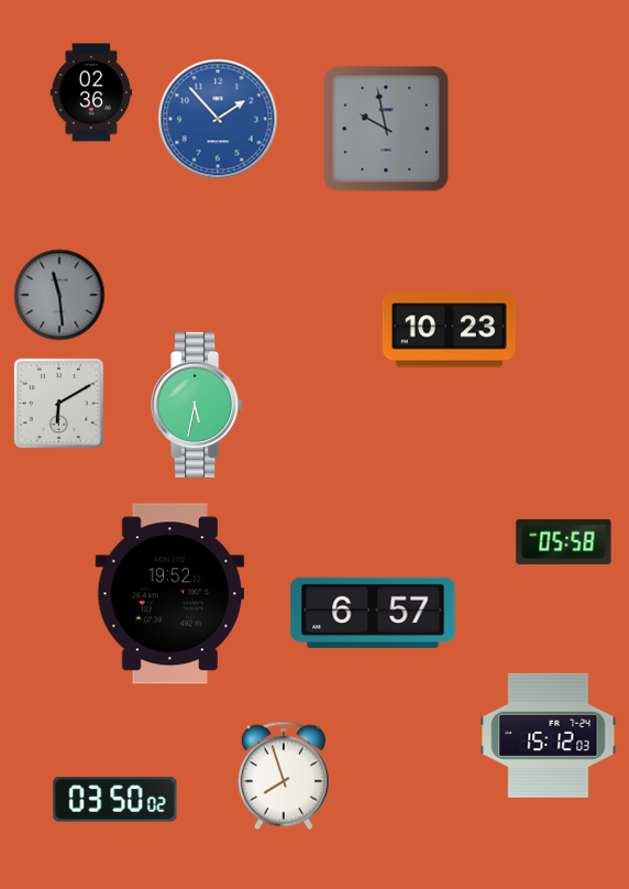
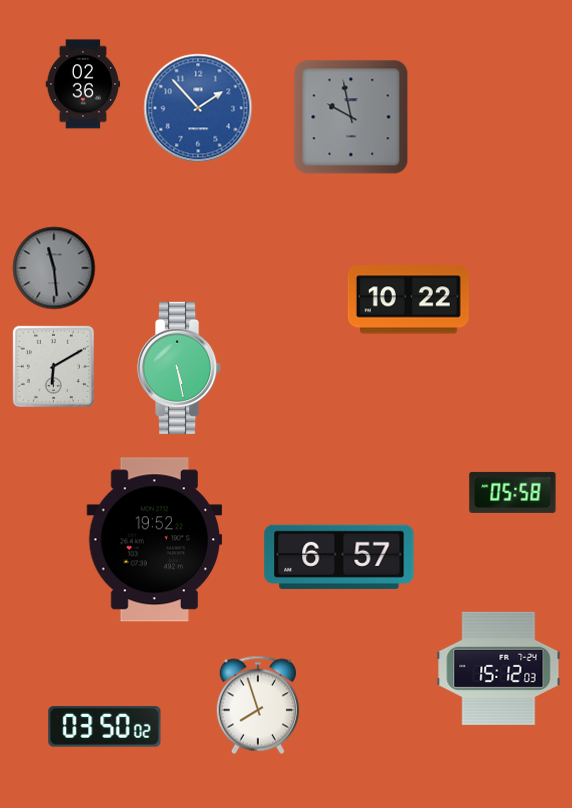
clock at (449, 330): 10:23 -> 10:22
clock at (198, 405): 5:32 -> 5:28
